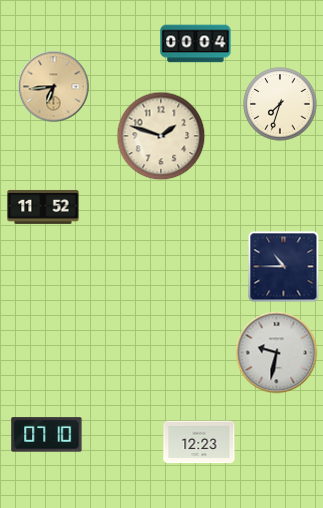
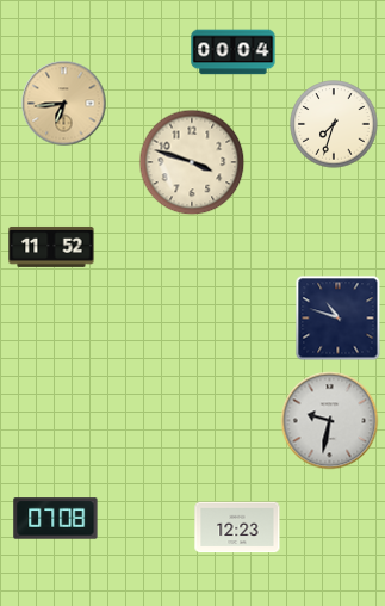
clock at (161, 136): 1:48 -> 3:48
clock at (284, 267): 10:45 -> 10:48
clock at (47, 435): 07:10 -> 07:08
